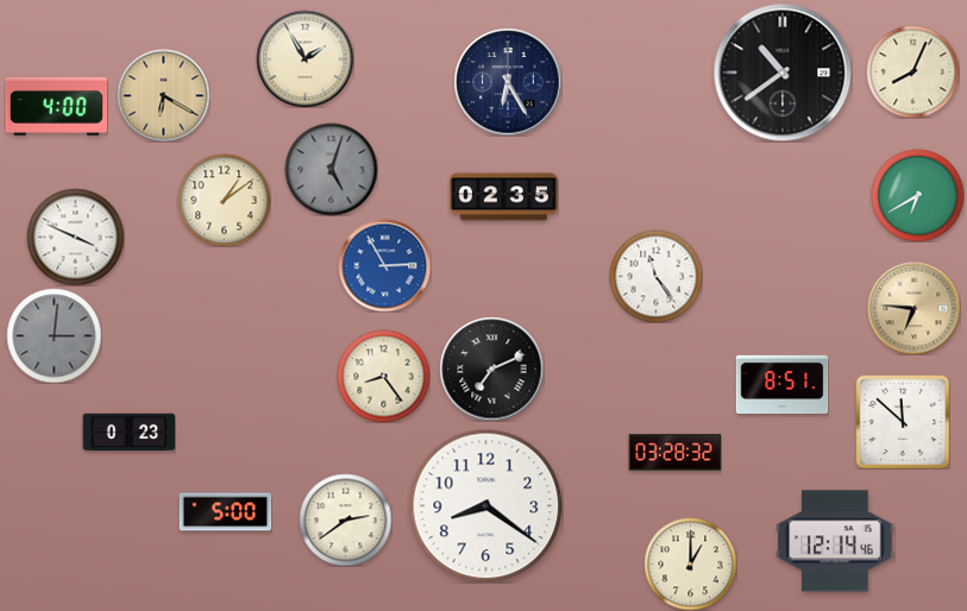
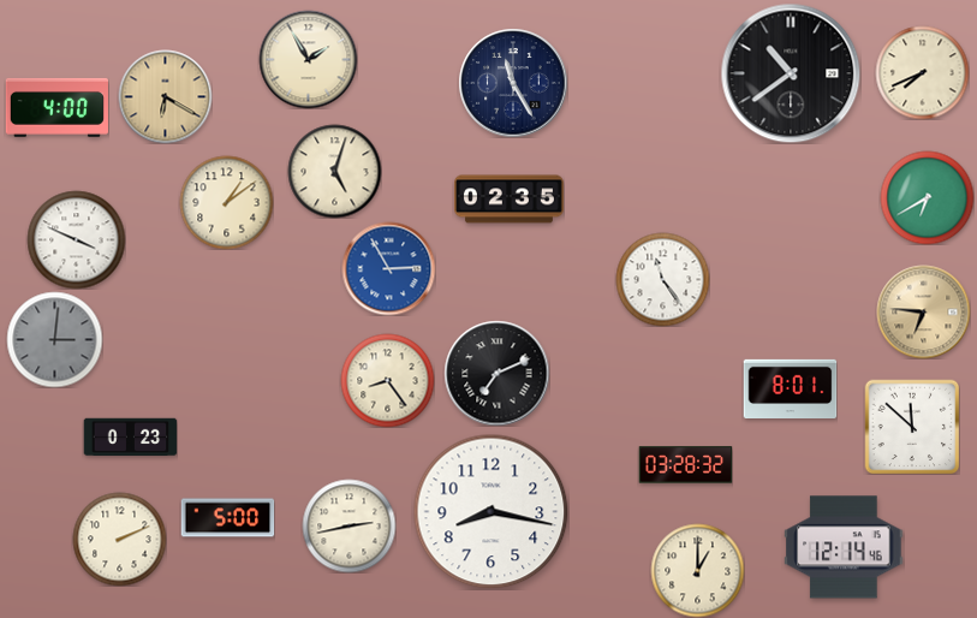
clock at (912, 71): 8:04 -> 7:41
clock at (508, 82): 6:25 -> 11:25
clock at (331, 169) dial: grey -> cream
clock at (781, 385): 8:51 -> 8:01
clock at (674, 453) position: (674, 453) -> (685, 465)
clock at (485, 505): 8:21 -> 8:17
clock at (345, 519): 2:39 -> 2:43
clock at (119, 539): none -> 2:11
